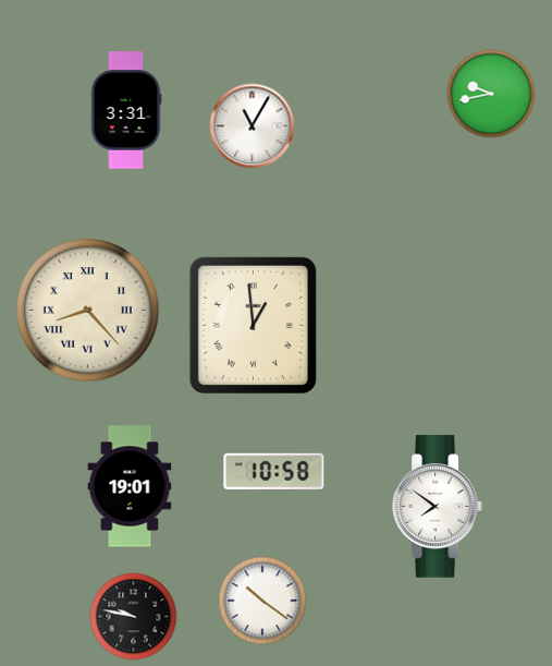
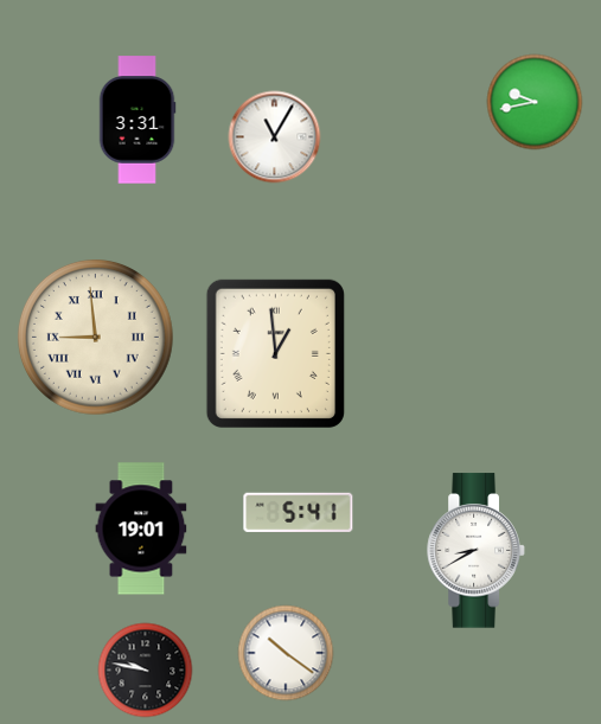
clock at (88, 311): 8:23 -> 8:59
clock at (274, 471): 10:58 -> 5:41
clock at (438, 507): 7:51 -> 8:40
